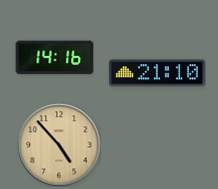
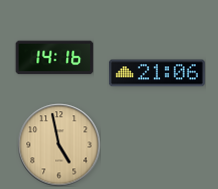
clock at (157, 73): 21:10 -> 21:06
clock at (59, 145): 4:53 -> 4:58
